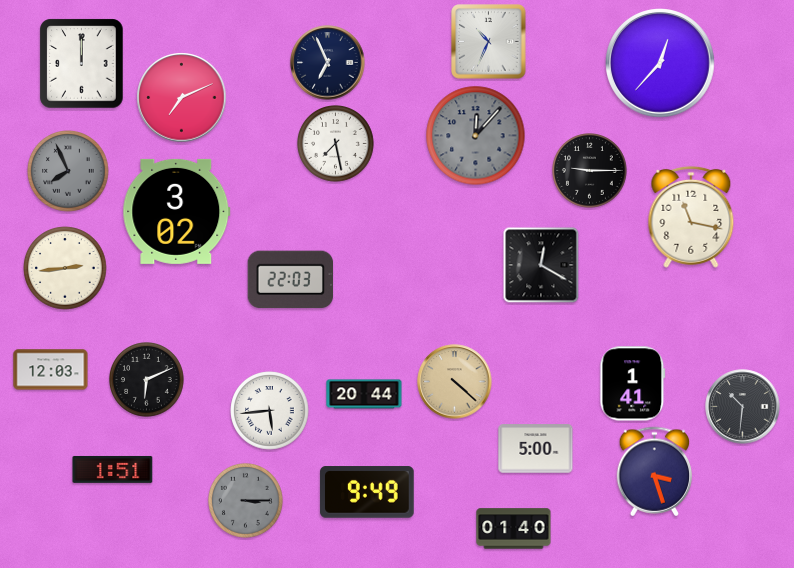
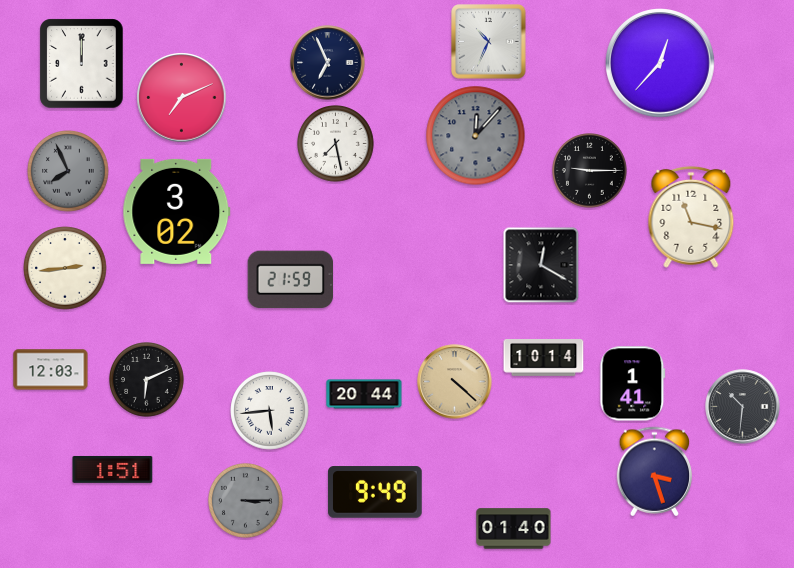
clock at (291, 280): 22:03 -> 21:59
clock at (544, 358): none -> 10:14
clock at (536, 449): 5:00 -> none
clock at (367, 492) position: (367, 492) -> (375, 492)
